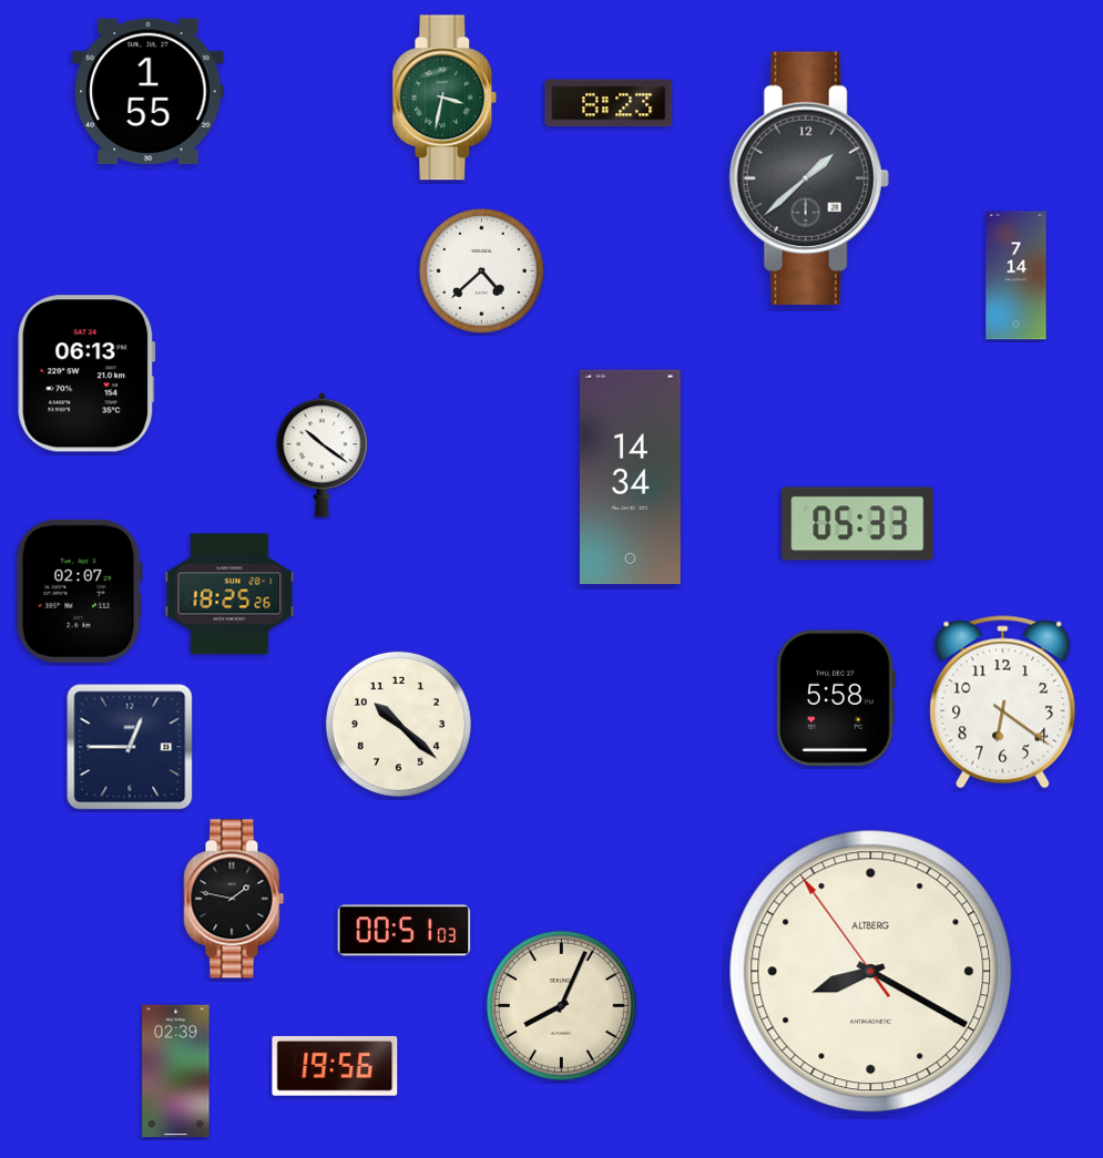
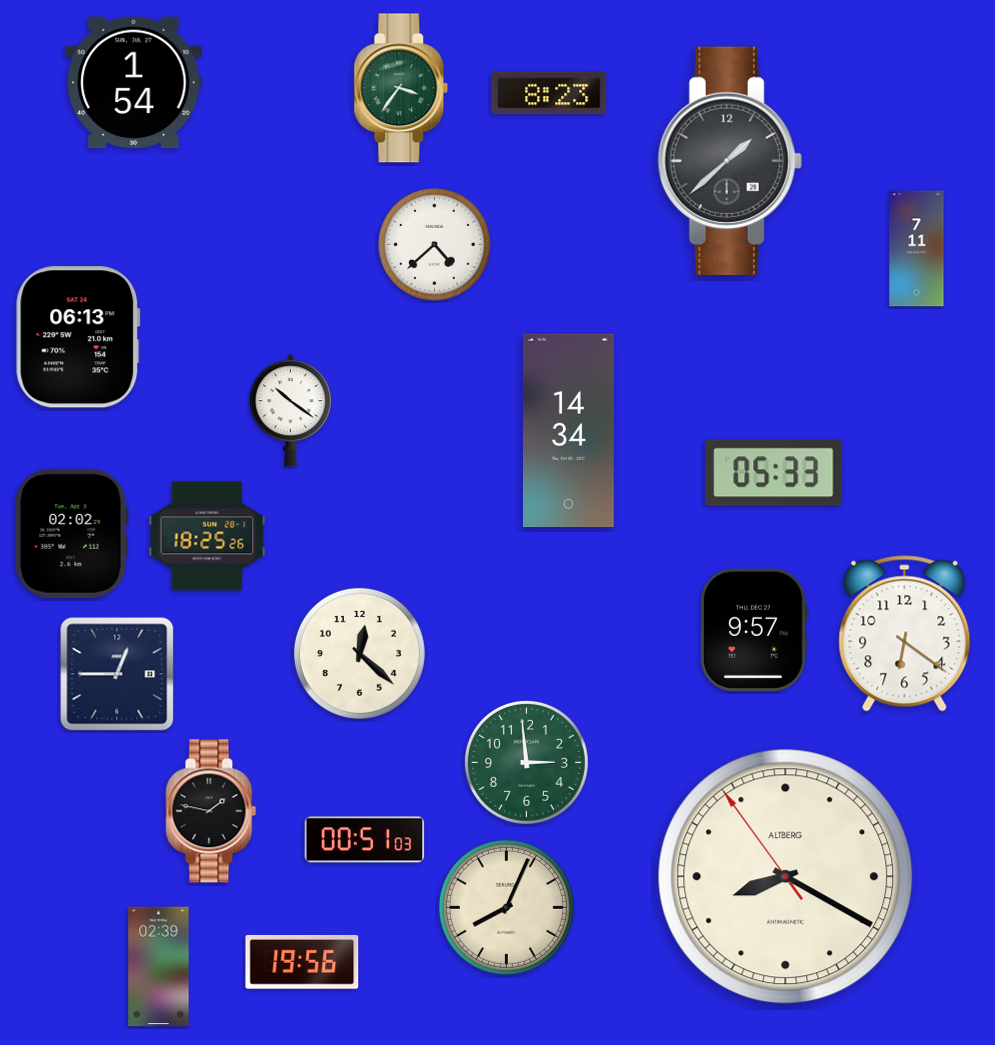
clock at (149, 92): 1:55 -> 1:54
clock at (445, 98): 3:32 -> 3:36
clock at (1017, 276): 7:14 -> 7:11
clock at (79, 591): 02:07 -> 02:02
clock at (835, 698): 5:58 -> 9:57
clock at (398, 724): 10:22 -> 12:22
clock at (526, 762): none -> 2:59
